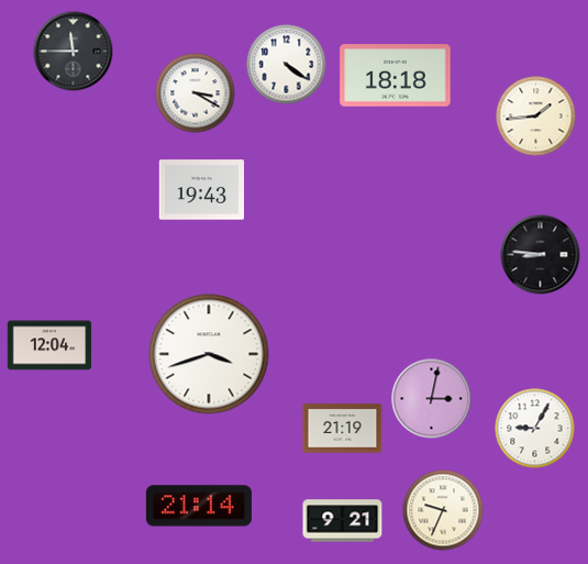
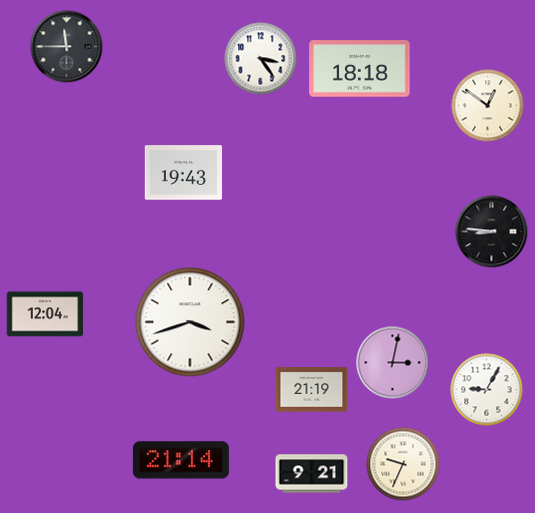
clock at (287, 65): 4:21 -> 3:24
clock at (196, 93): 3:20 -> none
clock at (536, 117): 1:44 -> 12:51
